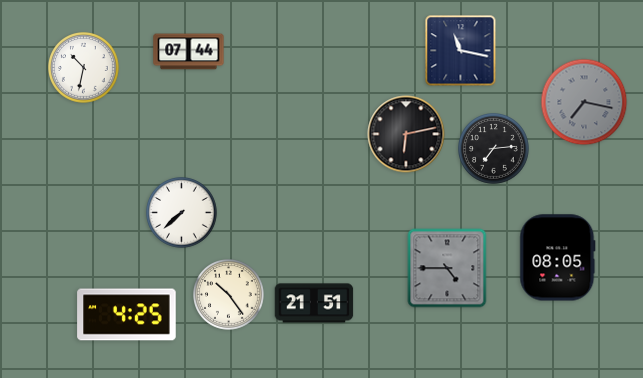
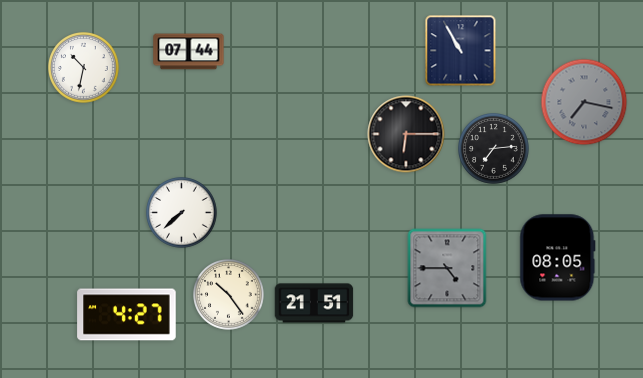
clock at (461, 51): 11:17 -> 10:55
clock at (406, 134): 6:13 -> 6:15
clock at (127, 315): 4:25 -> 4:27
